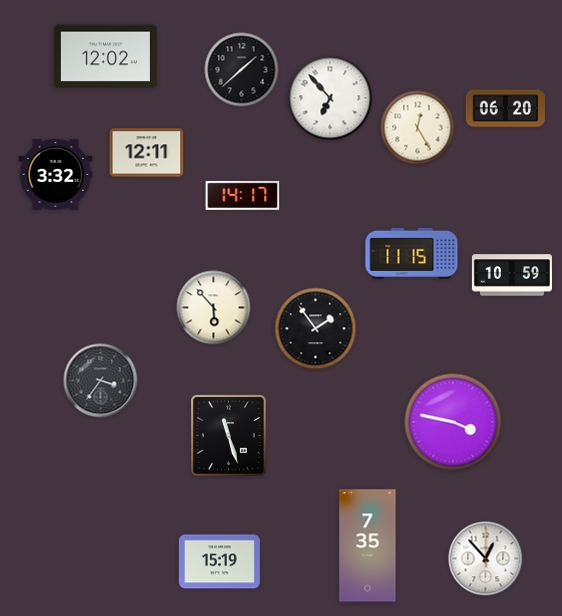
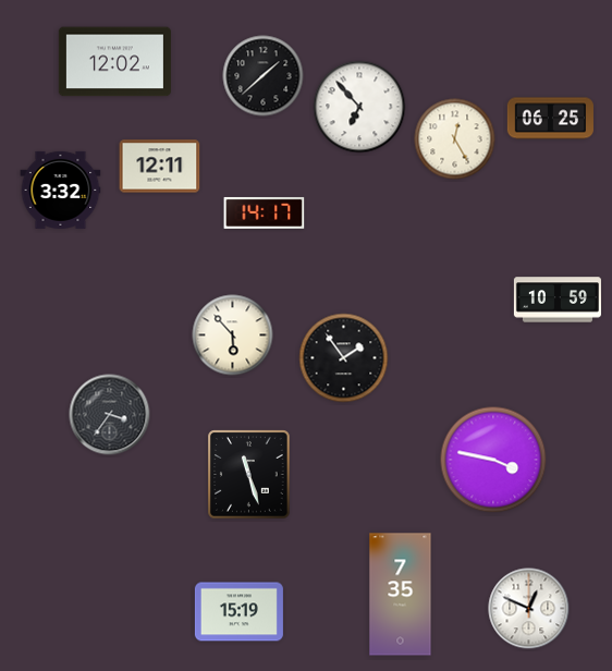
clock at (505, 109): 06:20 -> 06:25
clock at (412, 253): 11:15 -> none
clock at (486, 559): 12:53 -> 12:49
